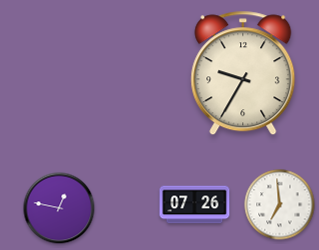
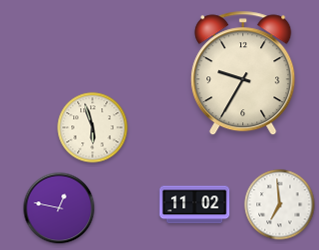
clock at (93, 128): none -> 5:57
clock at (195, 205): 07:26 -> 11:02
